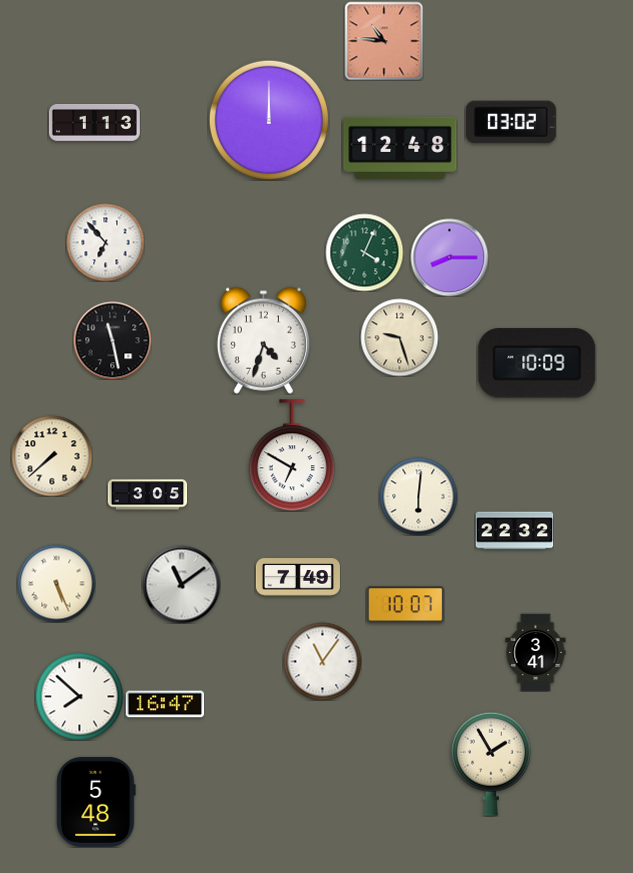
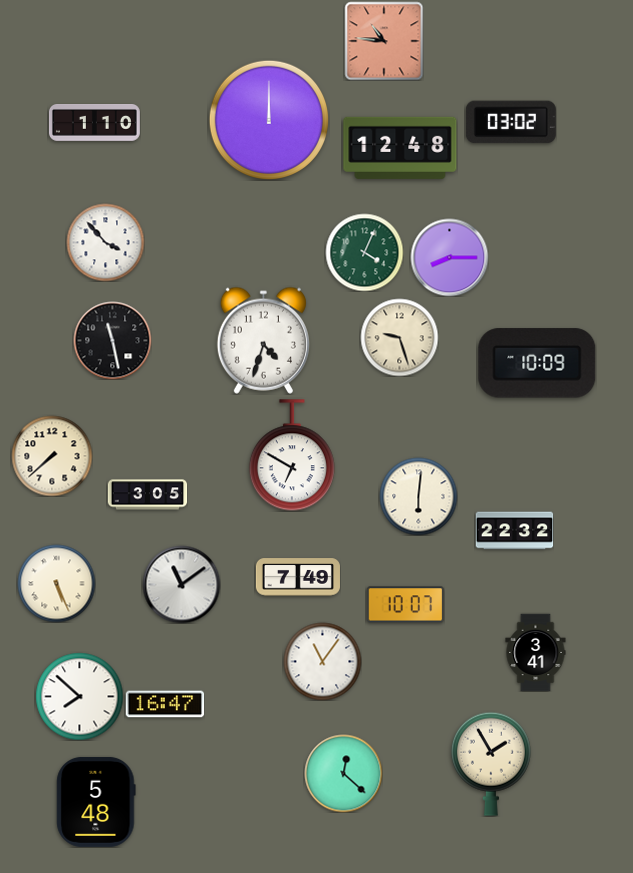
clock at (95, 123): 1:13 -> 1:10
clock at (105, 242): 6:53 -> 3:53
clock at (343, 773): none -> 12:22
